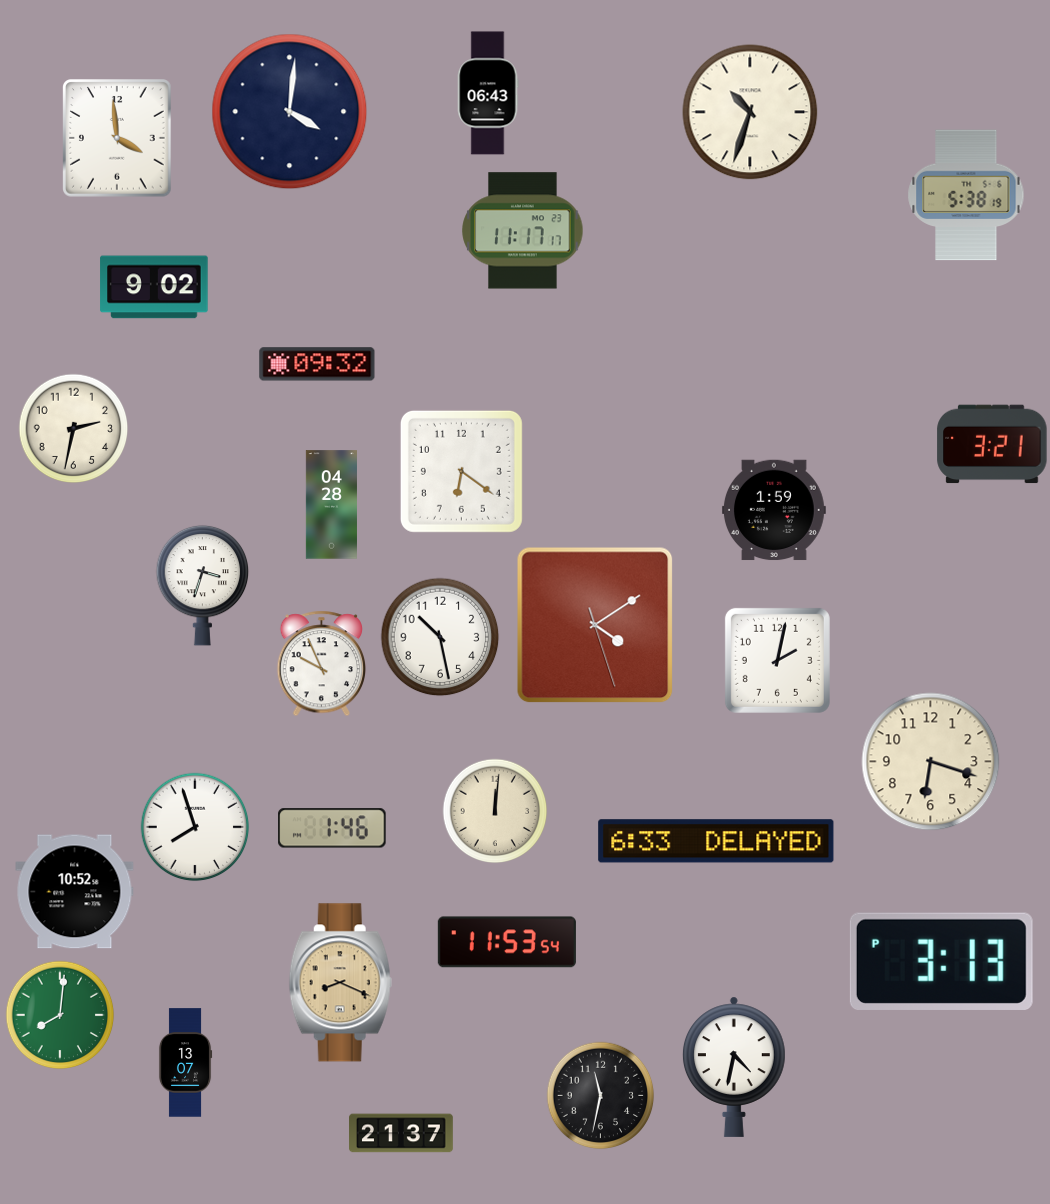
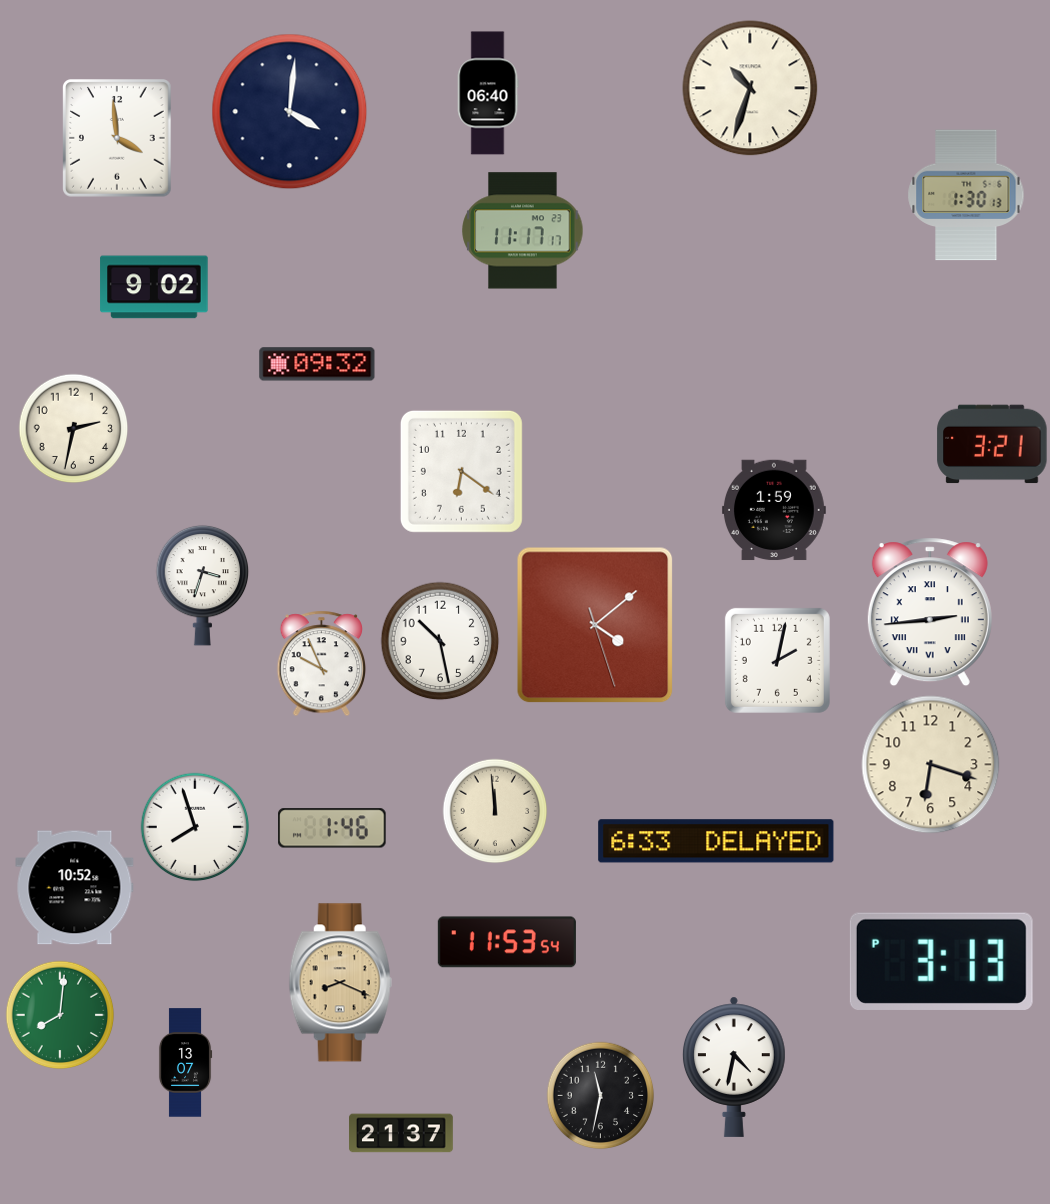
clock at (488, 93): 06:43 -> 06:40
clock at (750, 112) position: (750, 112) -> (750, 88)
clock at (966, 195): 5:38 -> 1:30
clock at (331, 505): 04:28 -> none
clock at (930, 612): none -> 2:44
clock at (595, 625): 4:09 -> 4:08
clock at (440, 637) position: (440, 637) -> (440, 641)
clock at (931, 762) position: (931, 762) -> (931, 765)
clock at (495, 811): 12:01 -> 11:59
clock at (75, 892) position: (75, 892) -> (75, 888)
